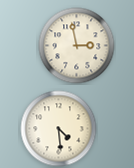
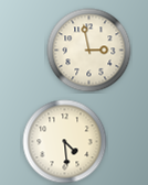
clock at (77, 46) position: (77, 46) -> (89, 51)
